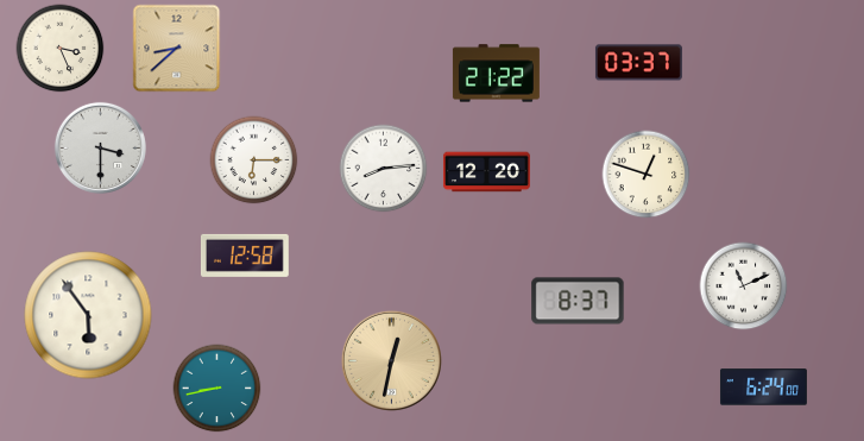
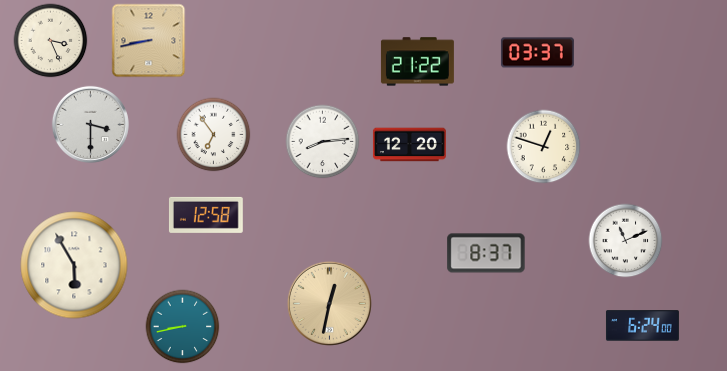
clock at (177, 49): 8:38 -> 8:43
clock at (100, 147) position: (100, 147) -> (90, 124)
clock at (254, 160): 6:15 -> 6:54
clock at (88, 315): 5:54 -> 5:55
